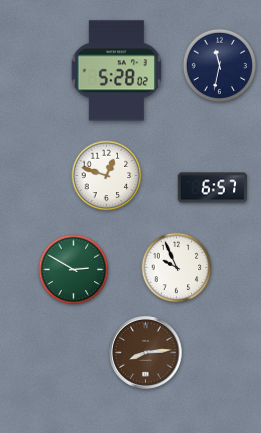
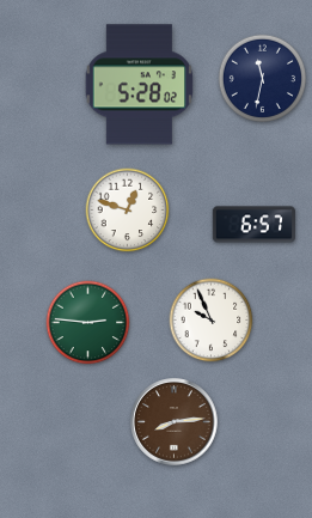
clock at (74, 270): 2:50 -> 2:46
